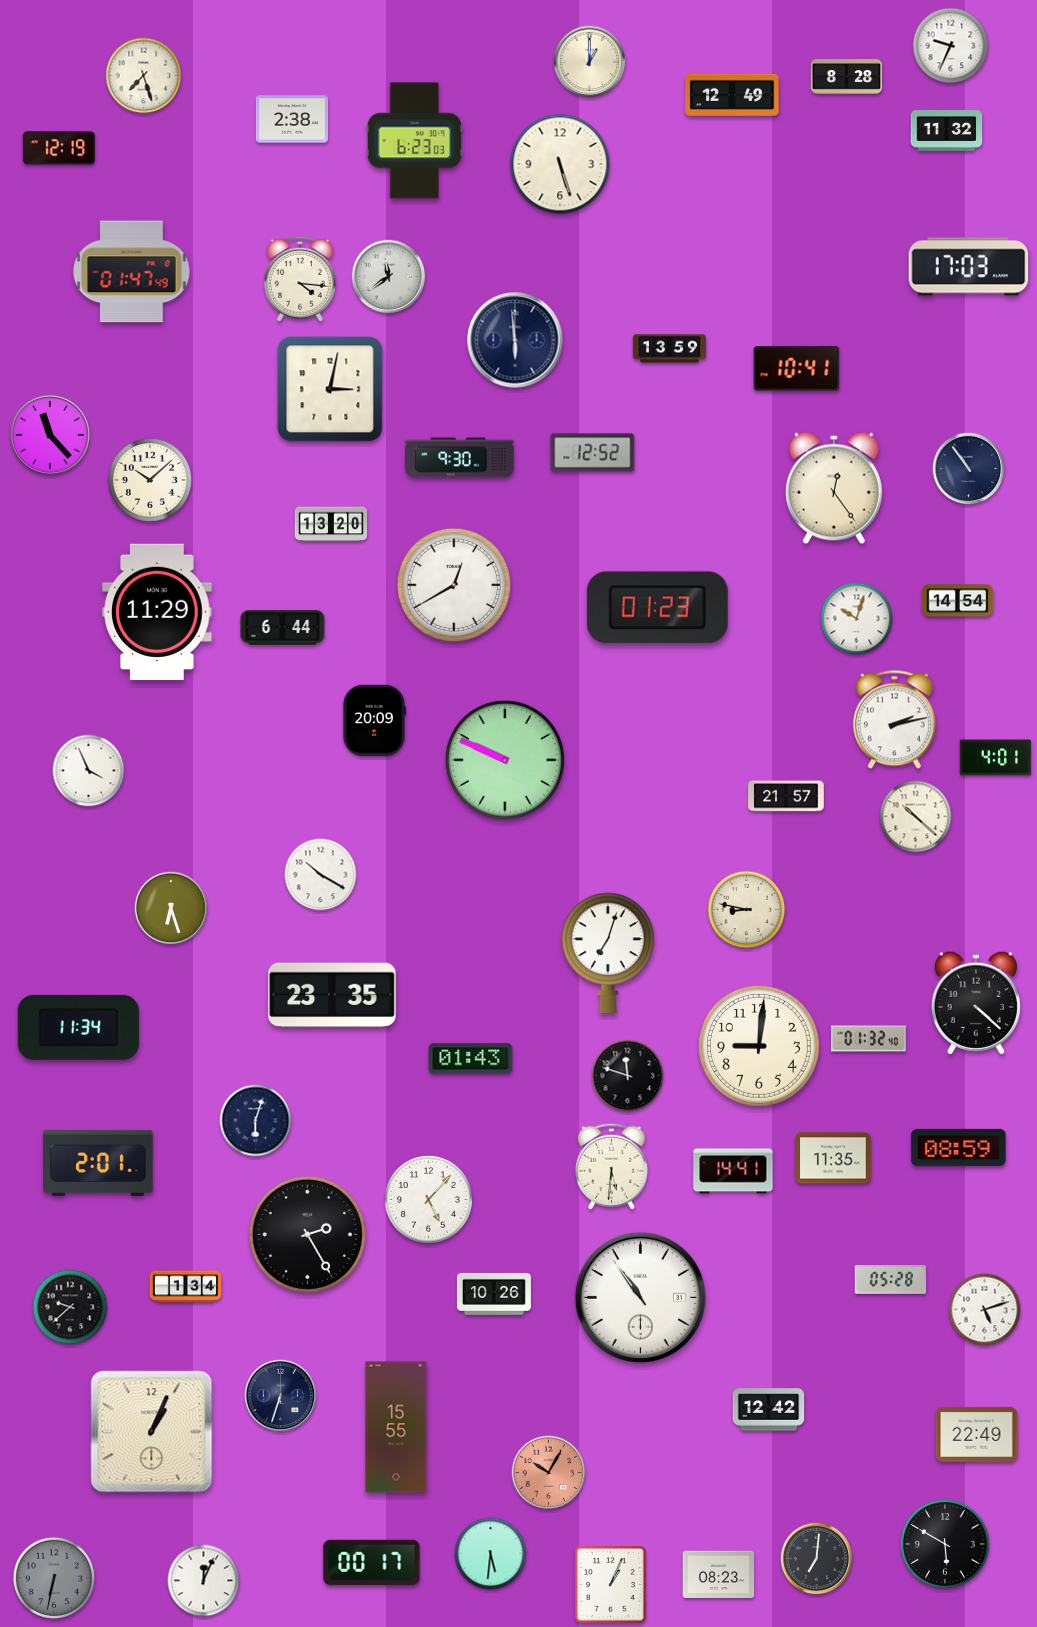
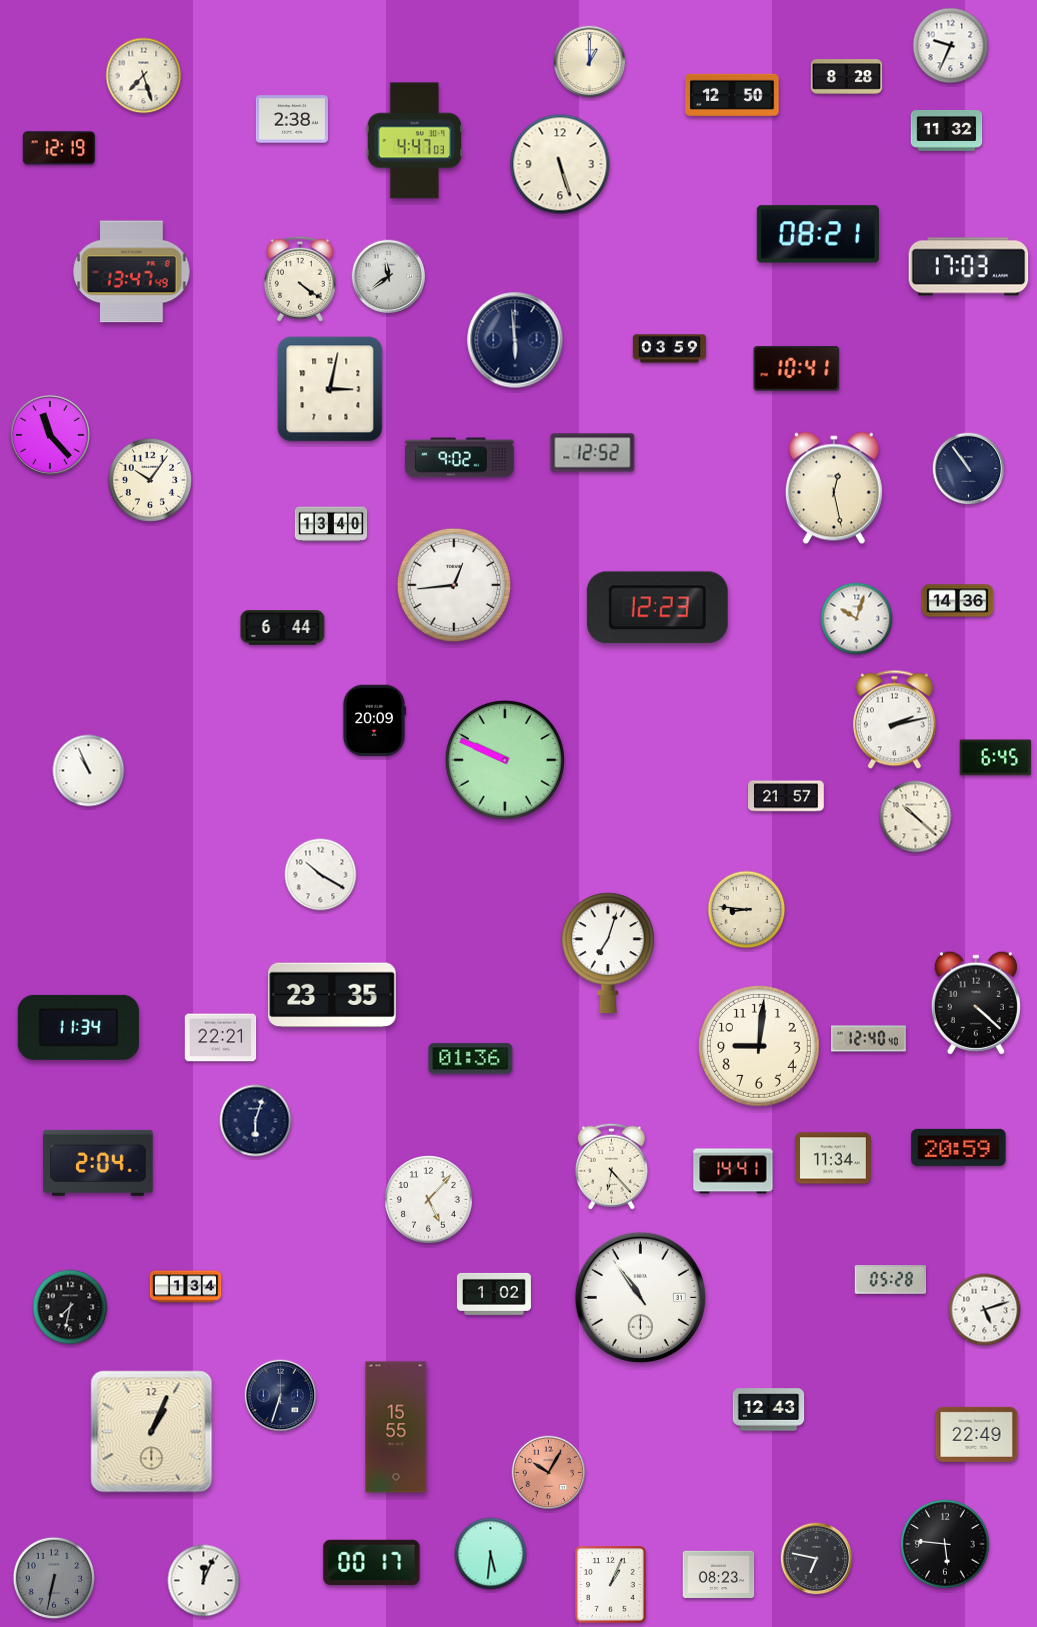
clock at (732, 94): 12:49 -> 12:50
clock at (415, 141): 6:23 -> 4:47
clock at (818, 234): none -> 08:21
clock at (132, 272): 01:47 -> 13:47
clock at (300, 279): 4:16 -> 4:21
clock at (669, 349): 13:59 -> 03:59
clock at (460, 458): 9:30 -> 9:02
clock at (150, 480): 10:08 -> 10:06
clock at (834, 488): 12:24 -> 12:28
clock at (331, 524): 13:20 -> 13:40
clock at (453, 584): 12:40 -> 12:44
clock at (958, 601): 14:54 -> 14:36
clock at (657, 608): 01:23 -> 12:23
clock at (157, 612): 11:29 -> none
clock at (996, 758): 4:01 -> 6:45
clock at (89, 771): 3:56 -> 10:56
clock at (171, 908): 6:27 -> none
clock at (747, 910): 8:47 -> 8:46
clock at (221, 1038): none -> 22:21
clock at (869, 1039): 01:32 -> 12:40
clock at (471, 1059): 01:43 -> 01:36
clock at (628, 1076): 11:48 -> none
clock at (959, 1147): 08:59 -> 20:59
clock at (833, 1158): 11:35 -> 11:34
clock at (98, 1163): 2:01 -> 2:04
clock at (611, 1166): 5:31 -> 6:23
clock at (307, 1234): 2:25 -> none
clock at (494, 1294): 10:26 -> 1:02
clock at (70, 1307): 9:38 -> 7:32
clock at (769, 1410): 12:42 -> 12:43
clock at (945, 1544): 5:50 -> 5:46
clock at (817, 1559): 7:01 -> 6:47
